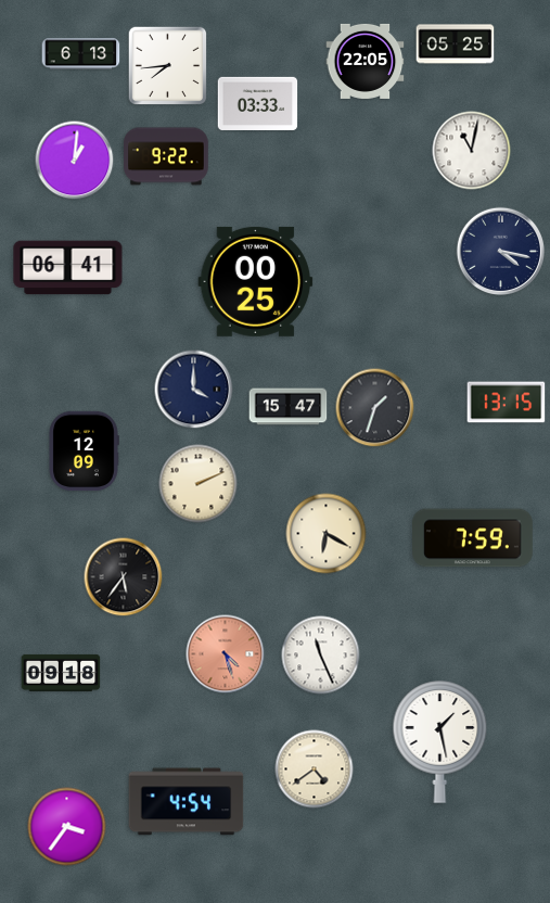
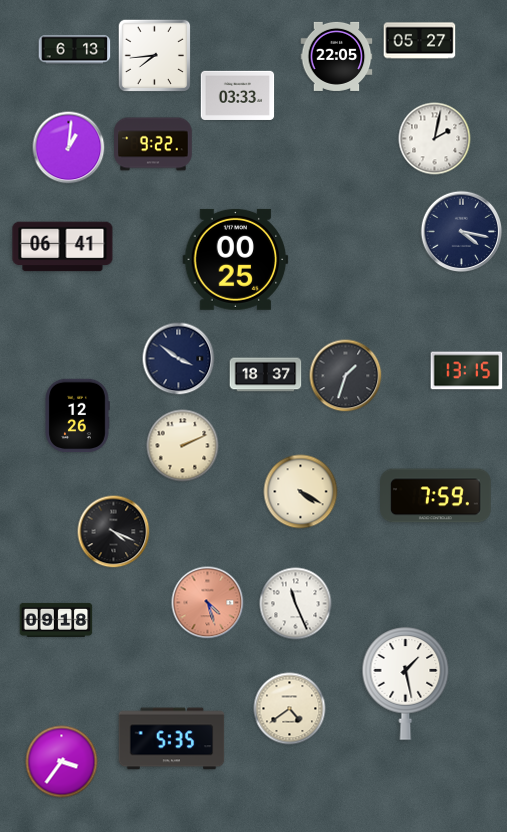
clock at (456, 44): 05:25 -> 05:27
clock at (168, 66) position: (168, 66) -> (155, 56)
clock at (472, 151): 11:02 -> 2:02
clock at (194, 390): 4:00 -> 3:51
clock at (289, 407): 15:47 -> 18:37
clock at (84, 452): 12:09 -> 12:26
clock at (327, 534): 6:20 -> 4:20
clock at (124, 577): 5:36 -> 4:19
clock at (187, 802): 4:54 -> 5:35
